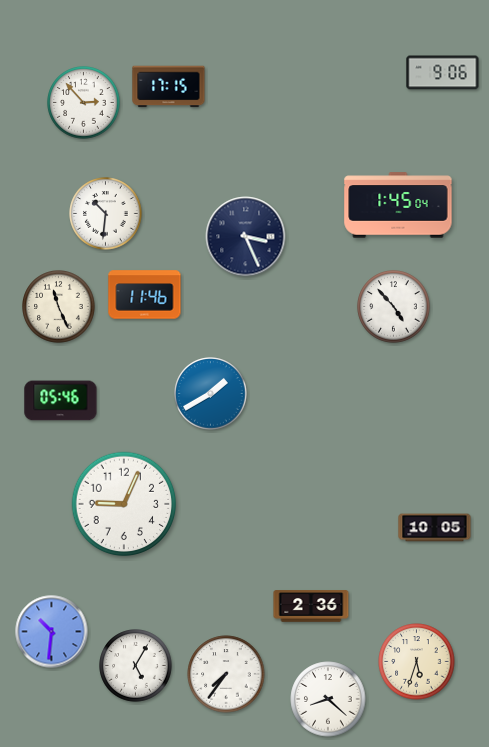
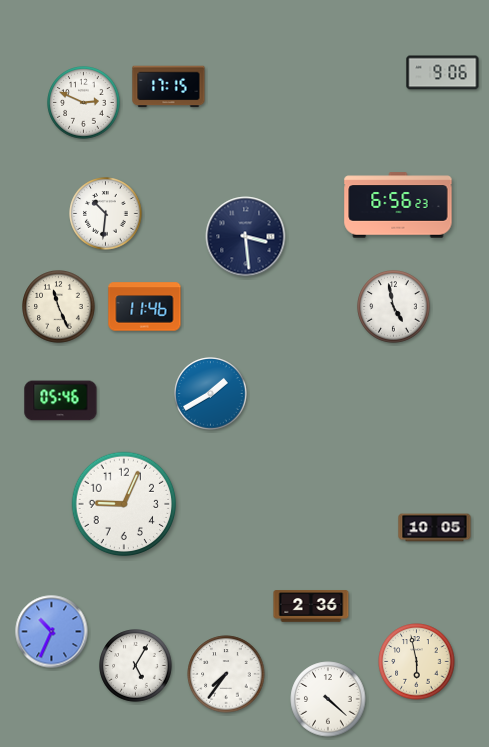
clock at (84, 103): 2:53 -> 2:49
clock at (398, 205): 1:45 -> 6:56
clock at (246, 237): 3:26 -> 3:29
clock at (145, 295) position: (145, 295) -> (145, 307)
clock at (394, 307): 4:53 -> 4:58
clock at (52, 632): 10:31 -> 10:34
clock at (417, 662): 5:33 -> 5:58
clock at (328, 699): 8:22 -> 4:22
